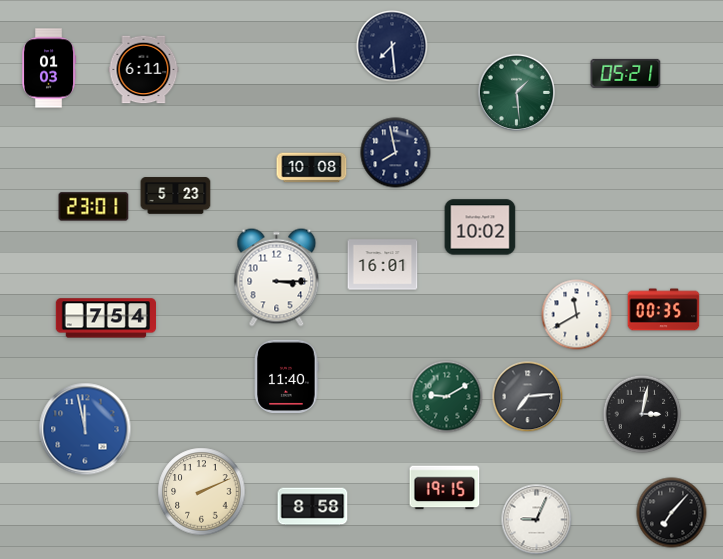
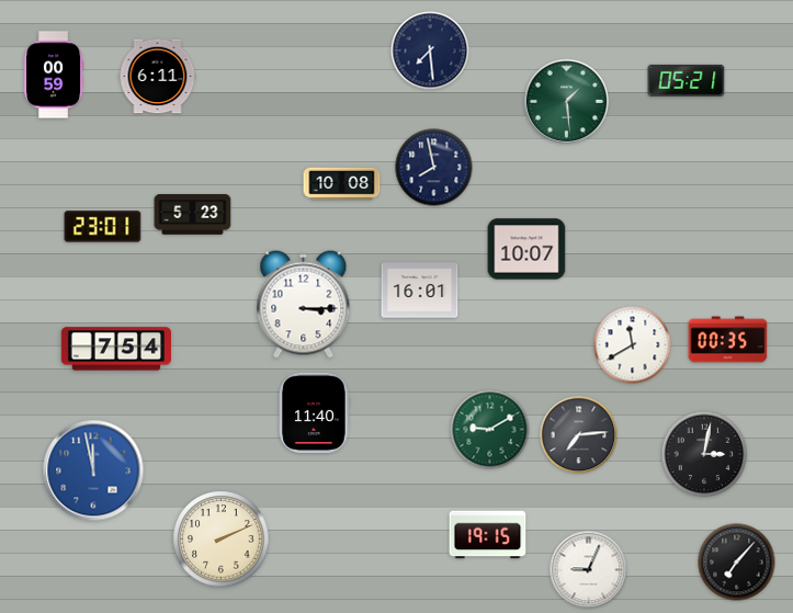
clock at (50, 68): 01:03 -> 00:59
clock at (480, 227): 10:02 -> 10:07
clock at (447, 397) position: (447, 397) -> (490, 430)
clock at (313, 507): 8:58 -> none
